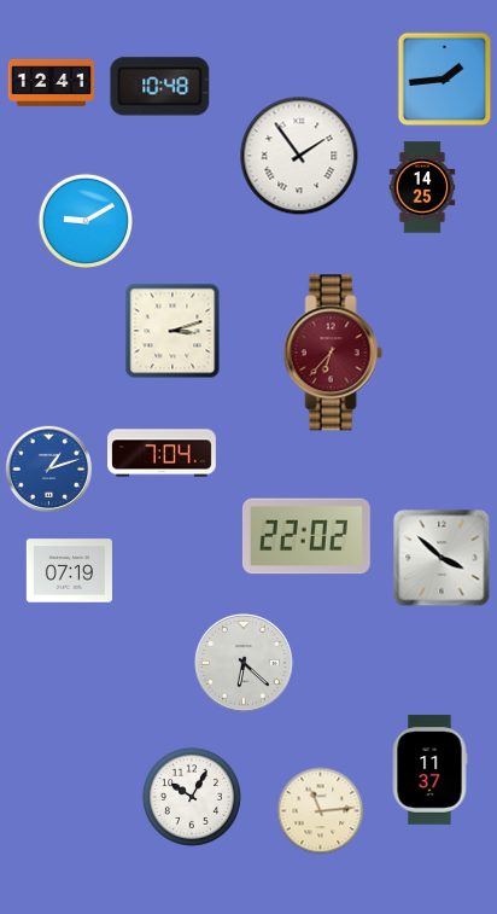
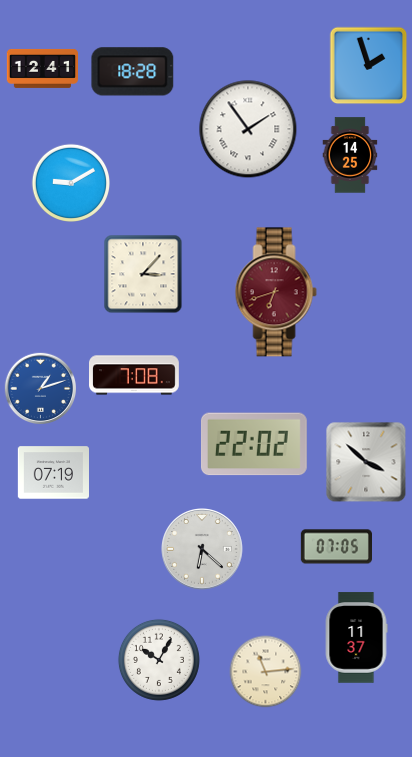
clock at (445, 80): 1:44 -> 1:57
clock at (160, 87): 10:48 -> 18:28
clock at (173, 331): 3:12 -> 3:07
clock at (333, 353): 6:37 -> 6:42
clock at (163, 453): 7:04 -> 7:08
clock at (69, 571) position: (69, 571) -> (53, 473)
clock at (336, 547): none -> 07:05
